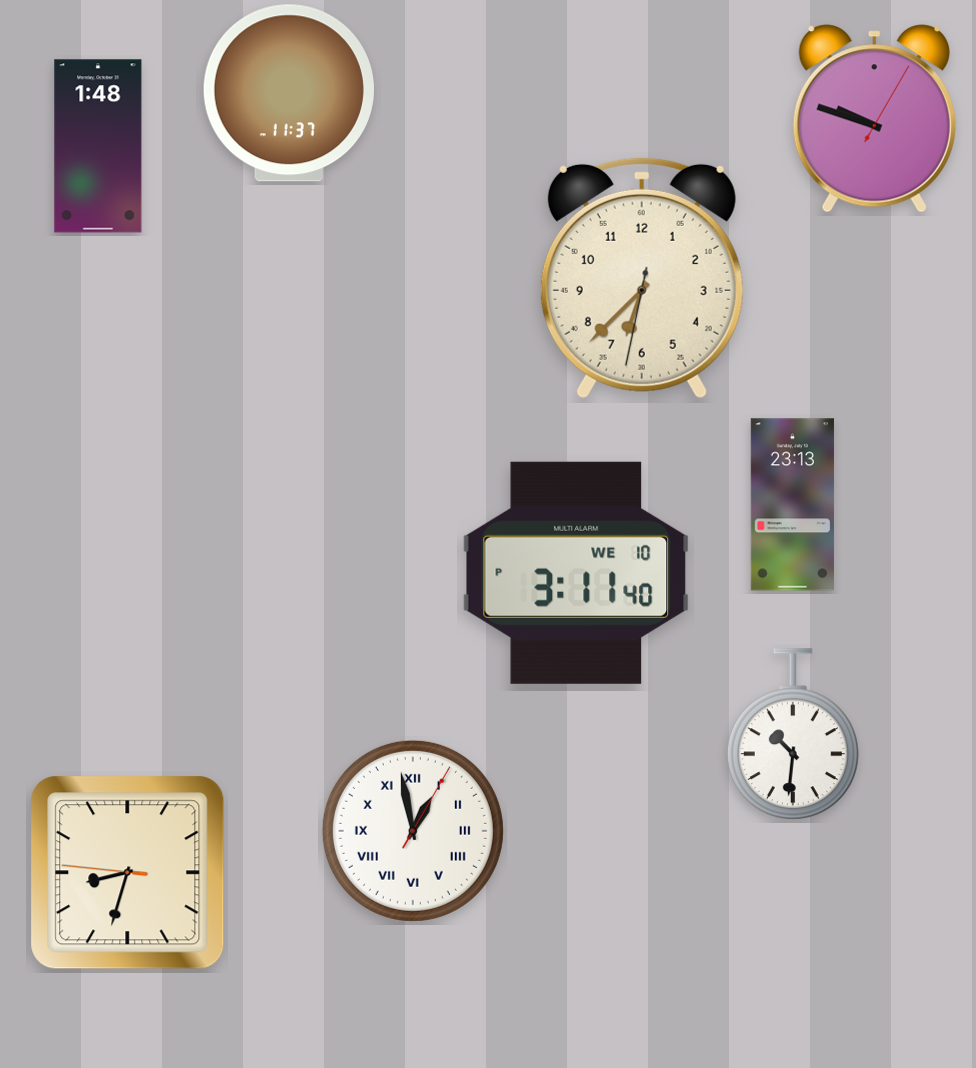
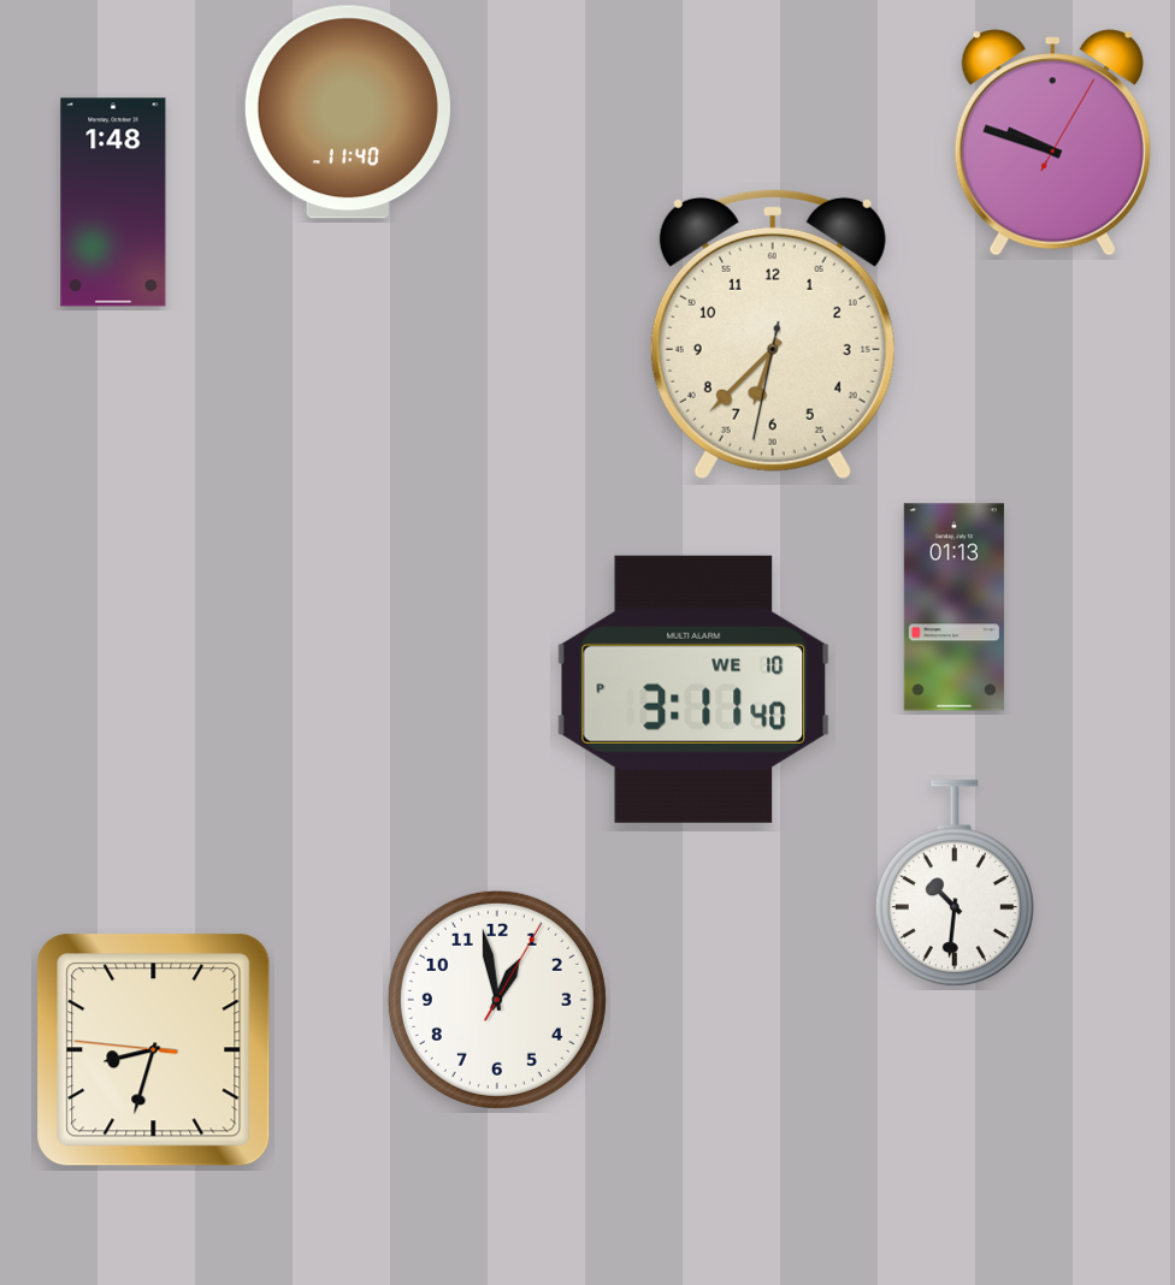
clock at (289, 93): 11:37 -> 11:40
clock at (98, 146) position: (98, 146) -> (113, 202)
clock at (792, 505): 23:13 -> 01:13
clock at (413, 831) numerals: Roman -> Arabic
